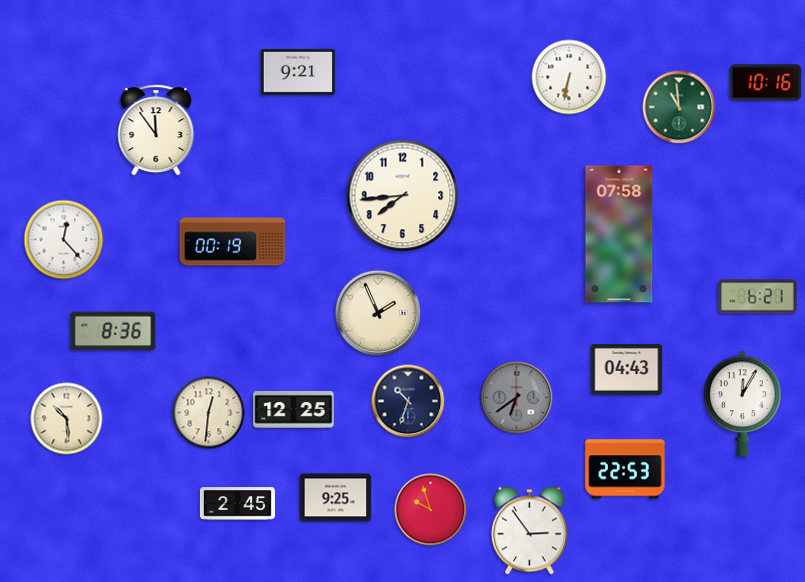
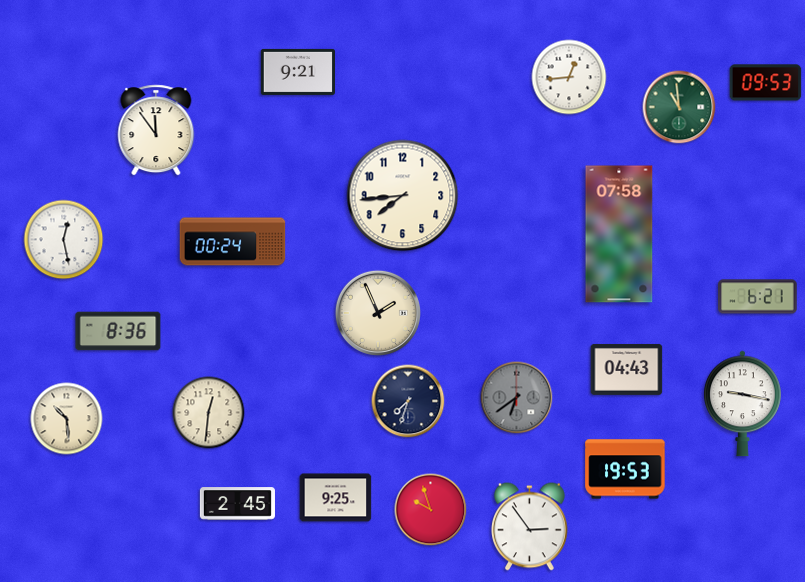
clock at (569, 77): 6:32 -> 12:44
clock at (766, 83): 10:16 -> 09:53
clock at (64, 240): 12:23 -> 12:28
clock at (233, 242): 00:19 -> 00:24
clock at (113, 331) position: (113, 331) -> (118, 331)
clock at (408, 401): 10:33 -> 7:33
clock at (743, 404): 12:05 -> 9:17
clock at (294, 410): 12:25 -> none
clock at (625, 469): 22:53 -> 19:53
clock at (530, 531) position: (530, 531) -> (530, 527)
